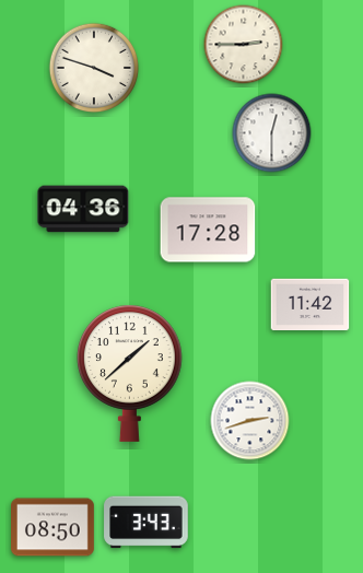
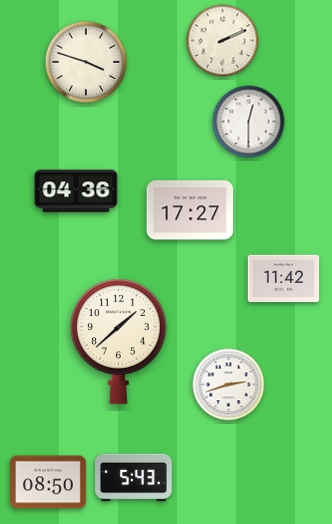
clock at (244, 45): 2:45 -> 2:11
clock at (208, 230): 17:28 -> 17:27
clock at (147, 523): 3:43 -> 5:43
